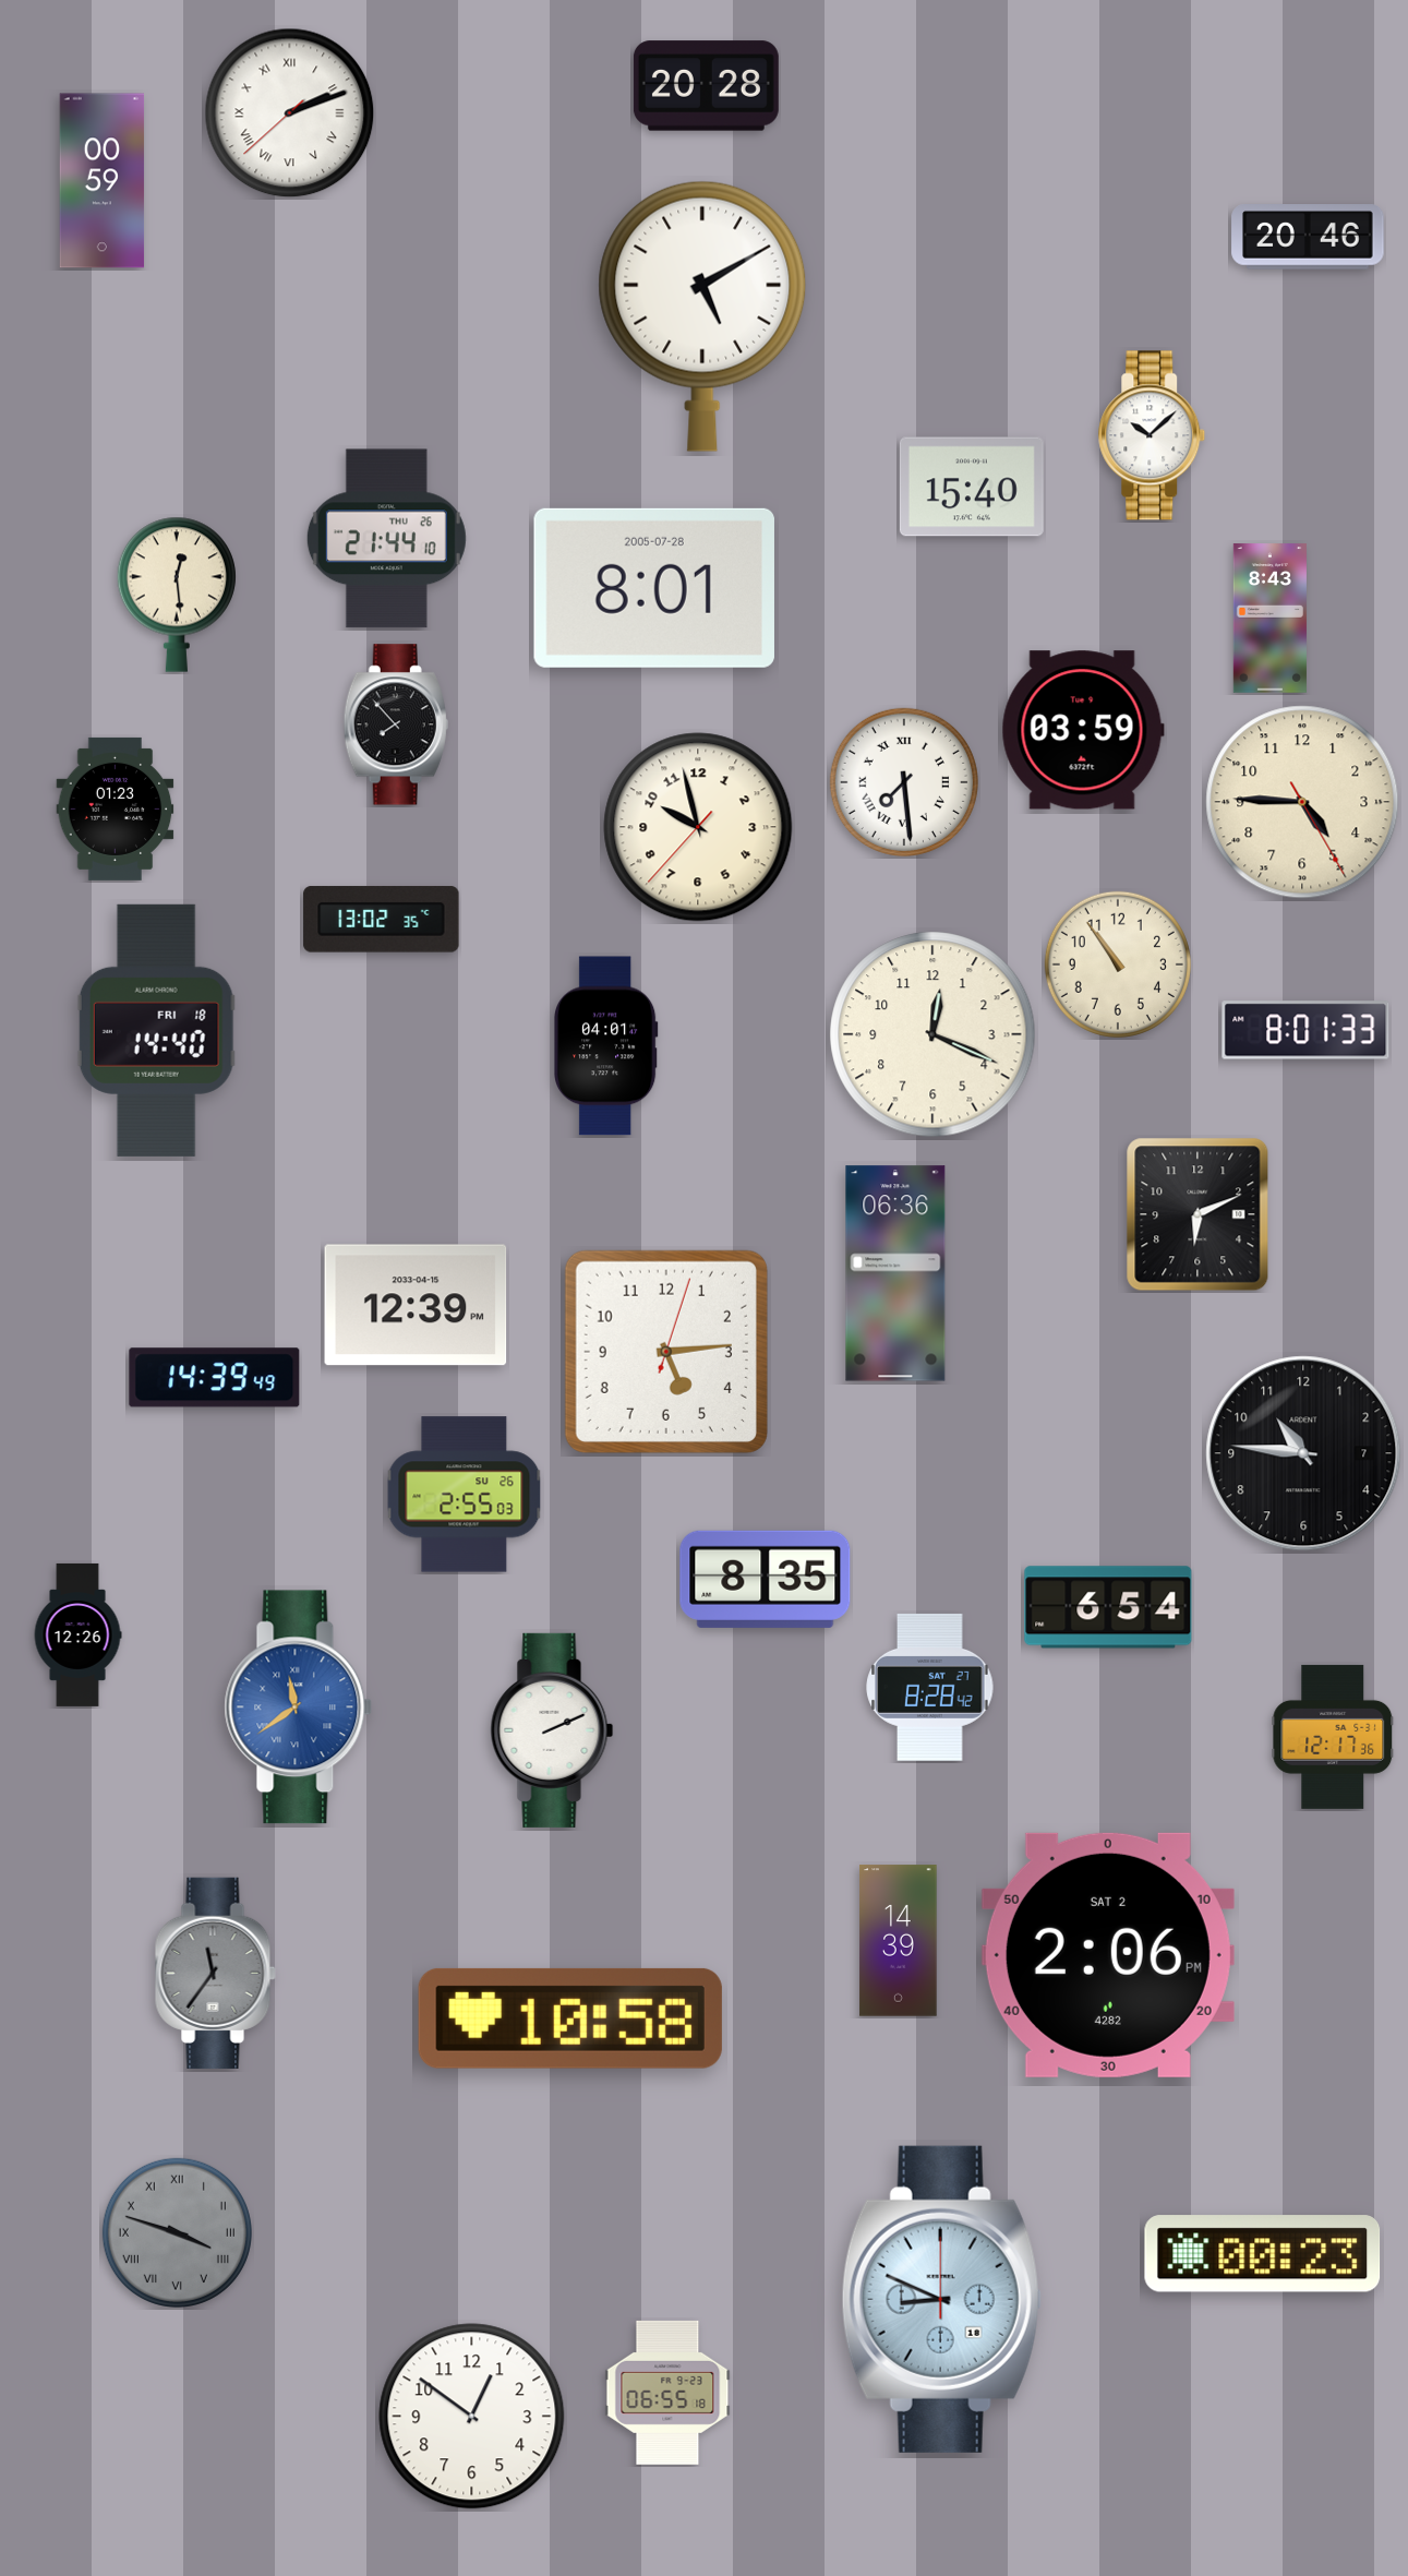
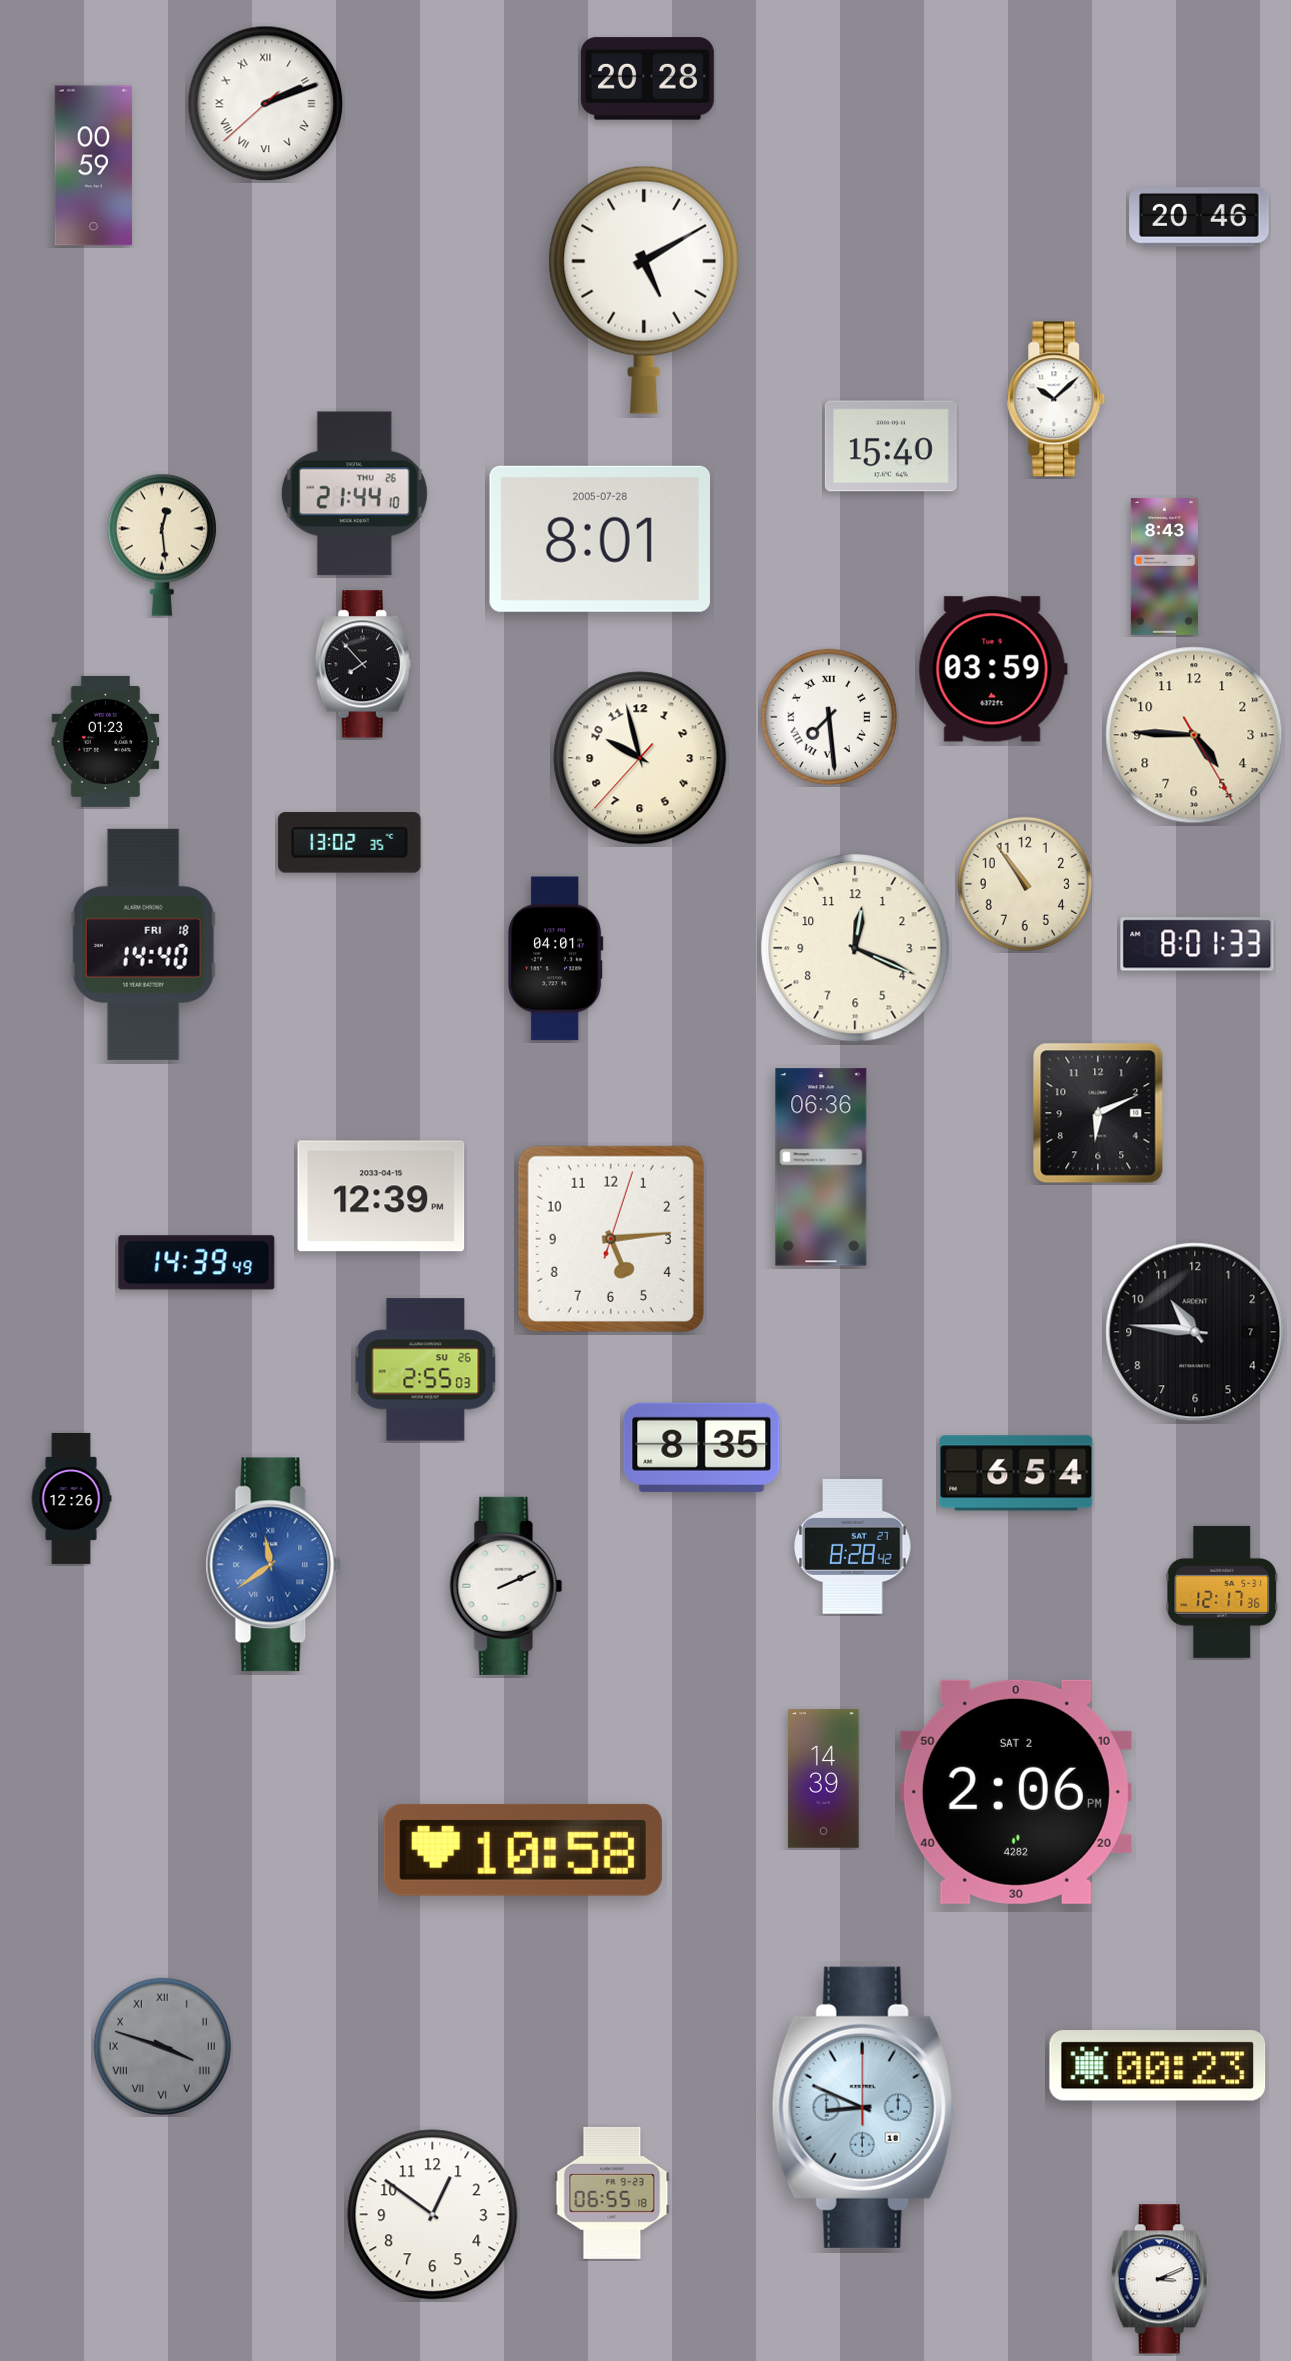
clock at (215, 1973): 11:36 -> none
clock at (1160, 2279): none -> 3:11
